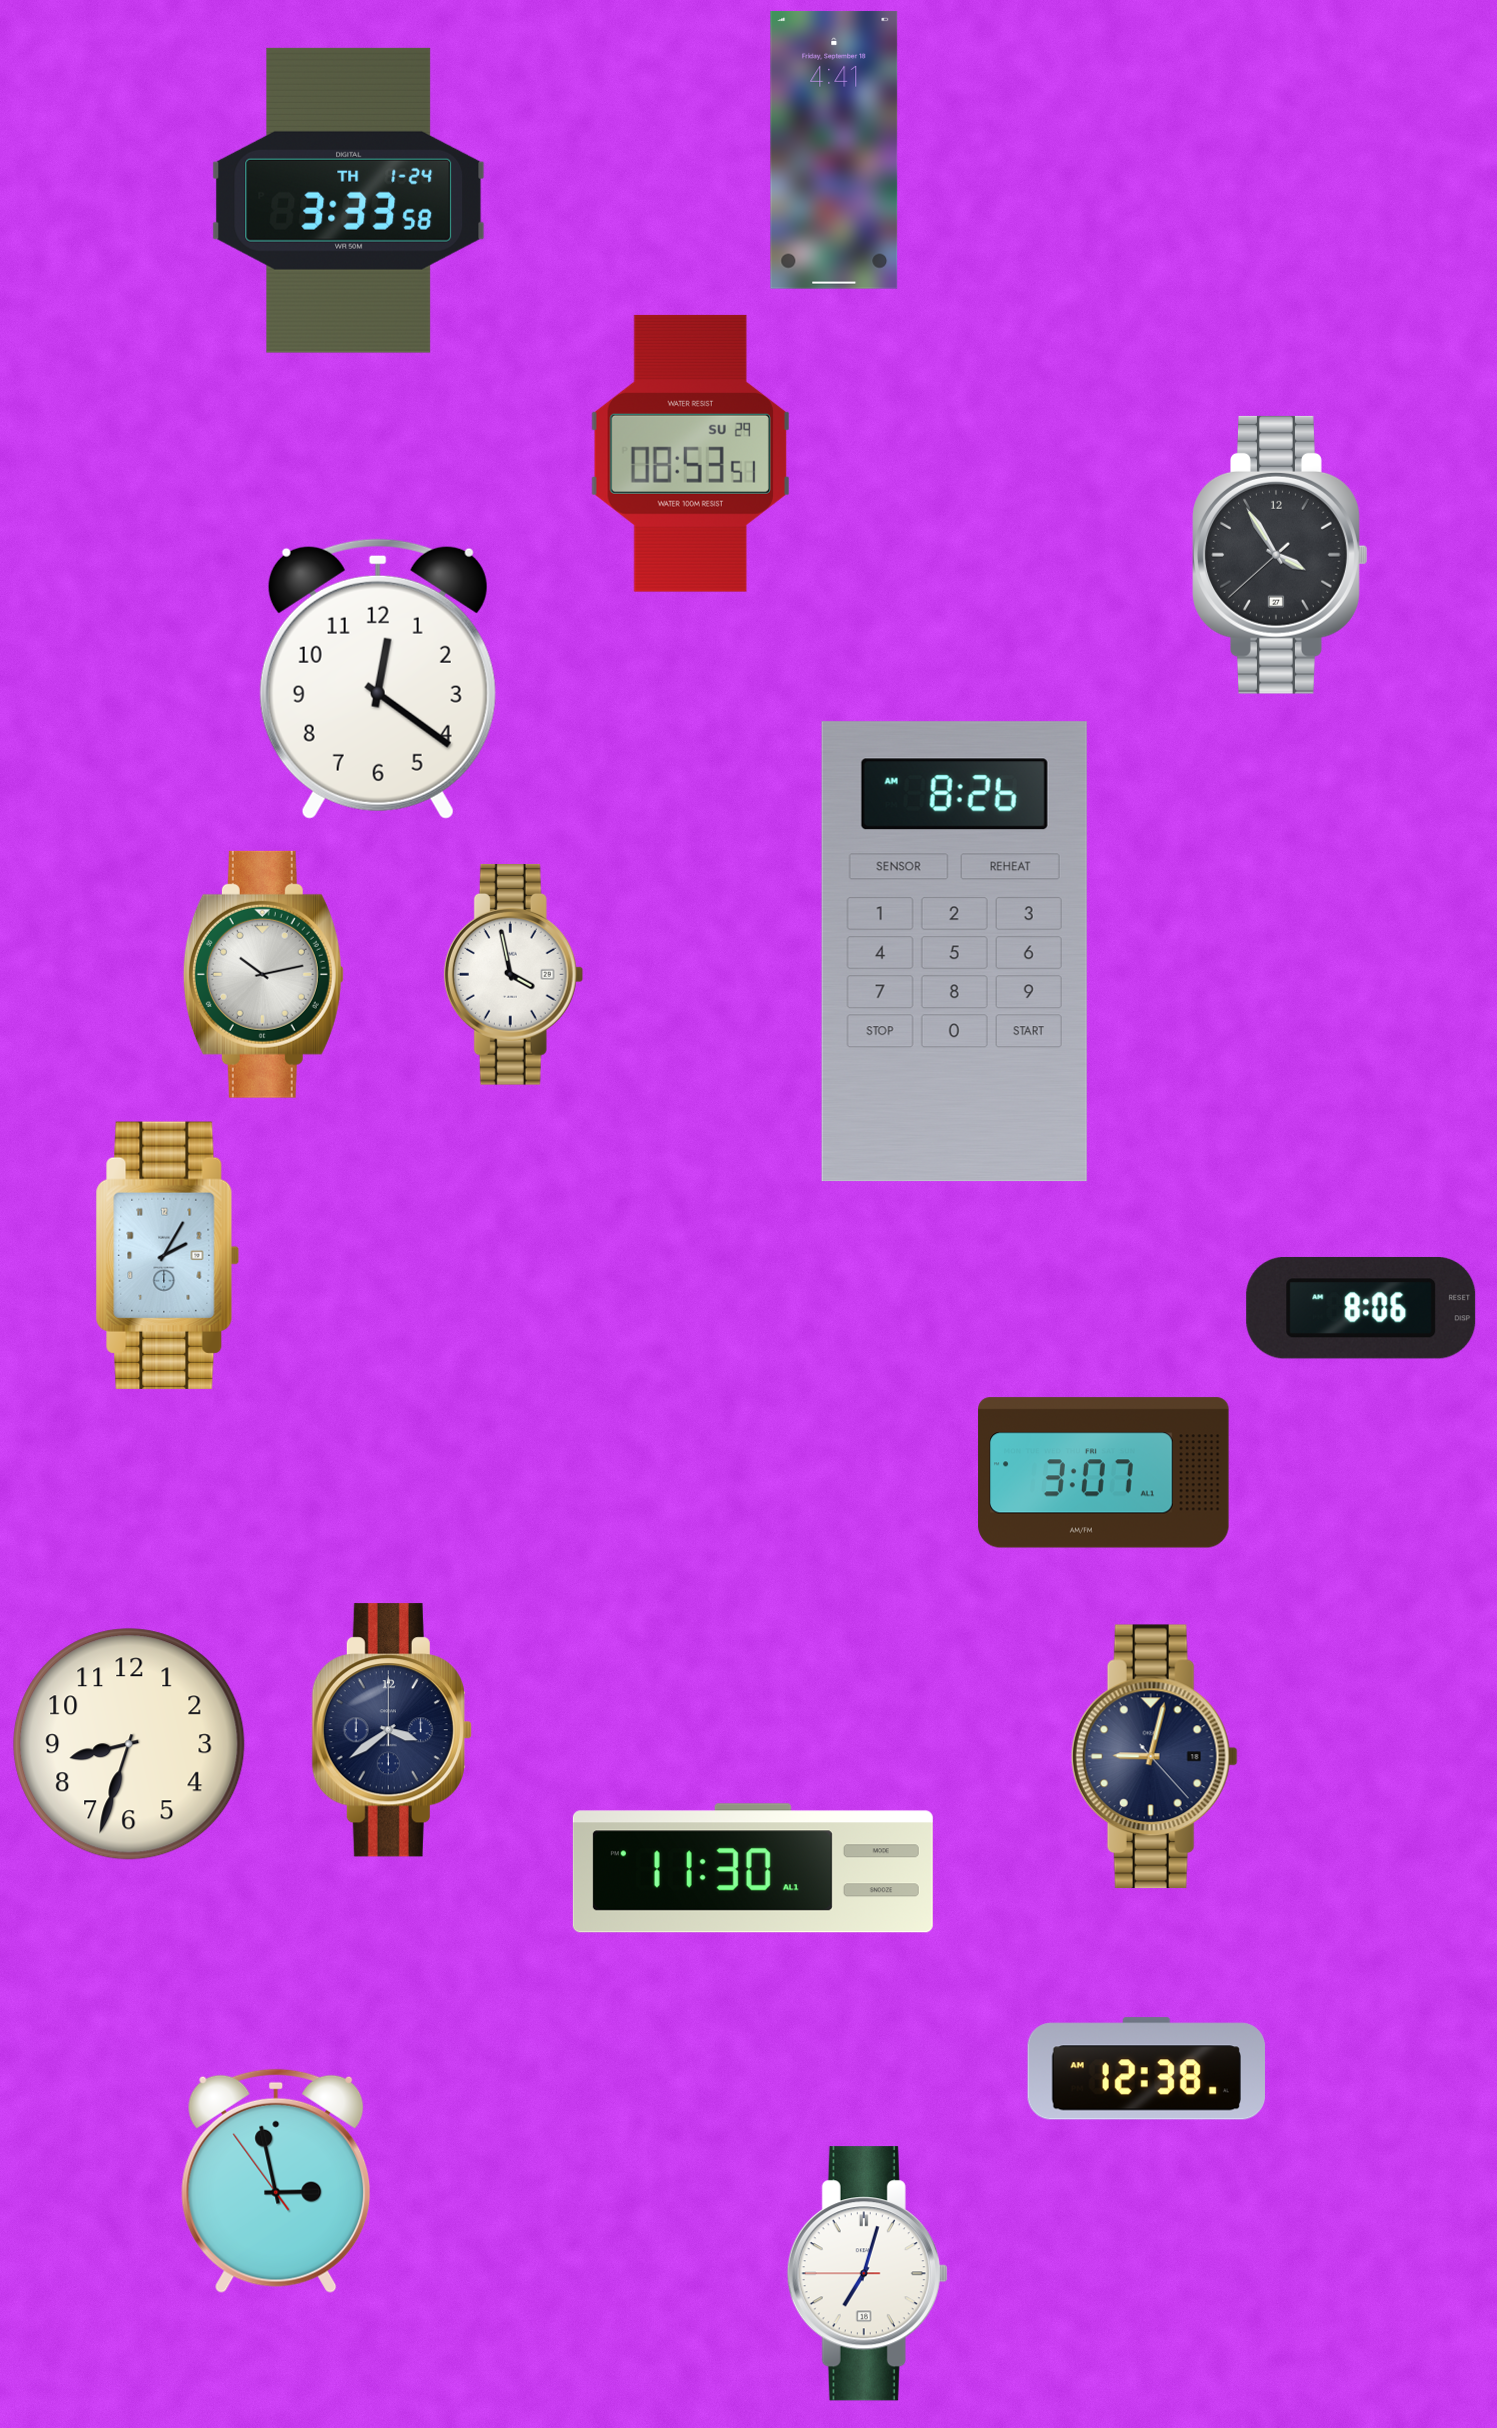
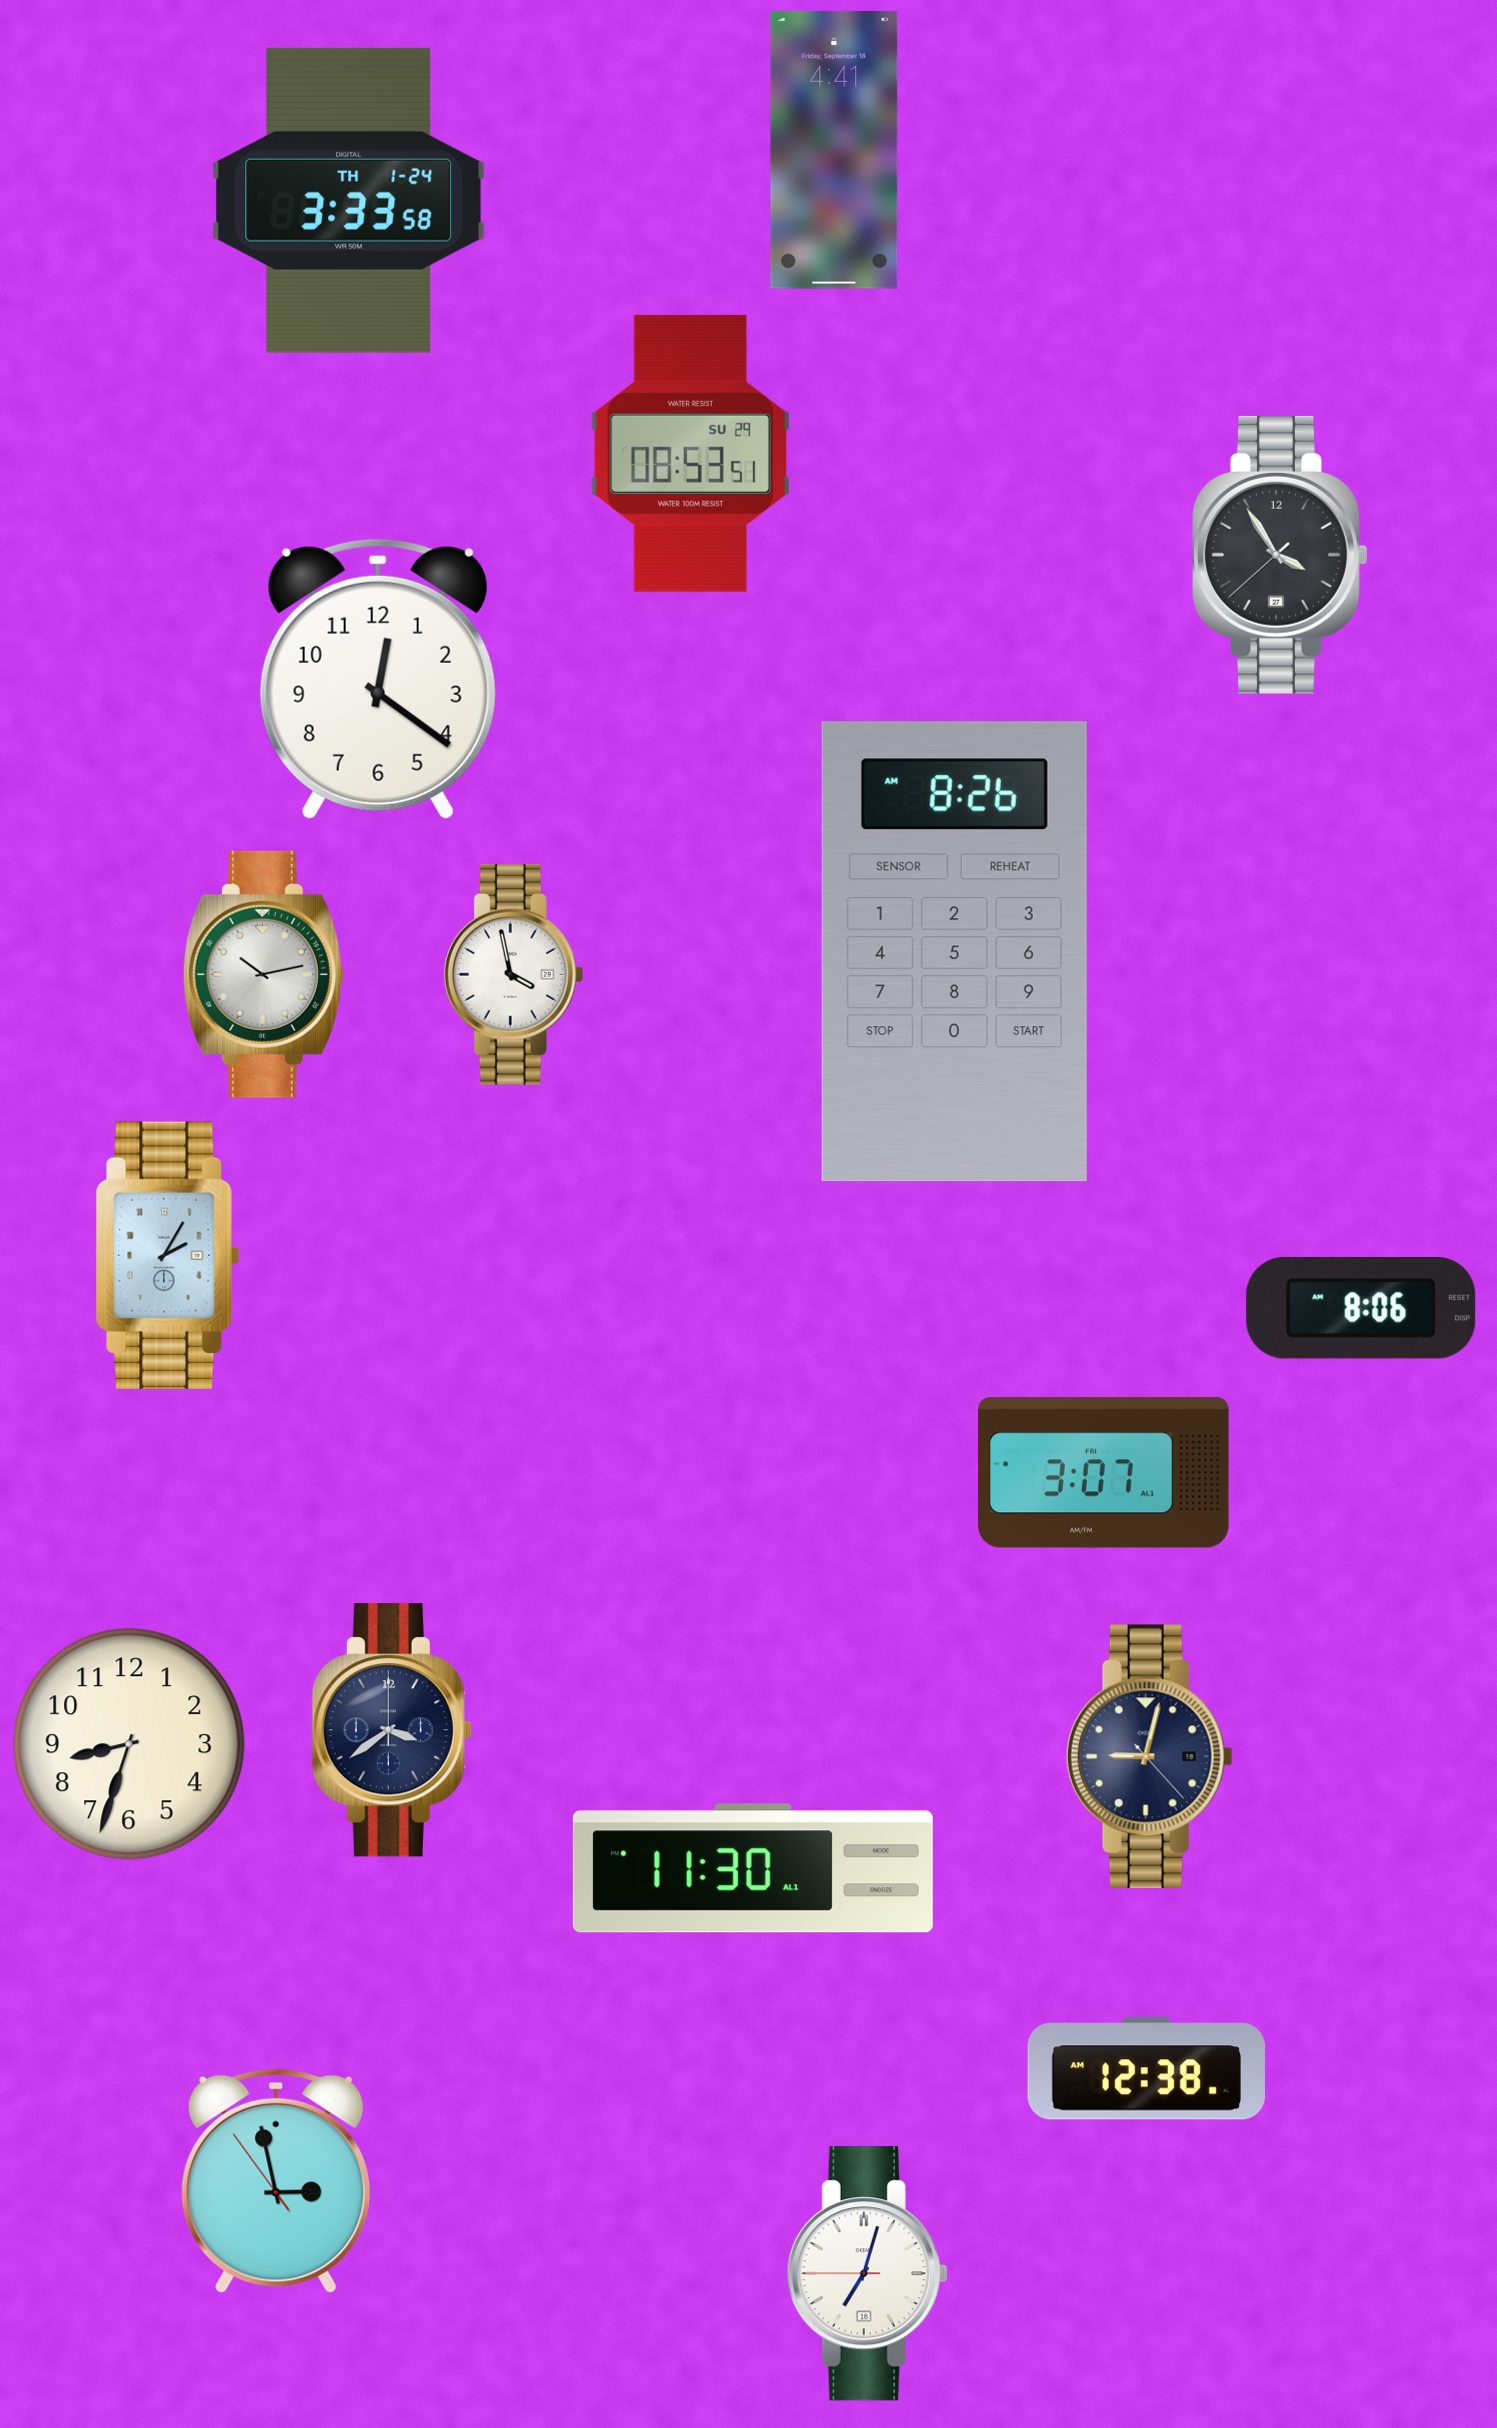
clock at (1154, 1757) position: (1154, 1757) -> (1149, 1757)
